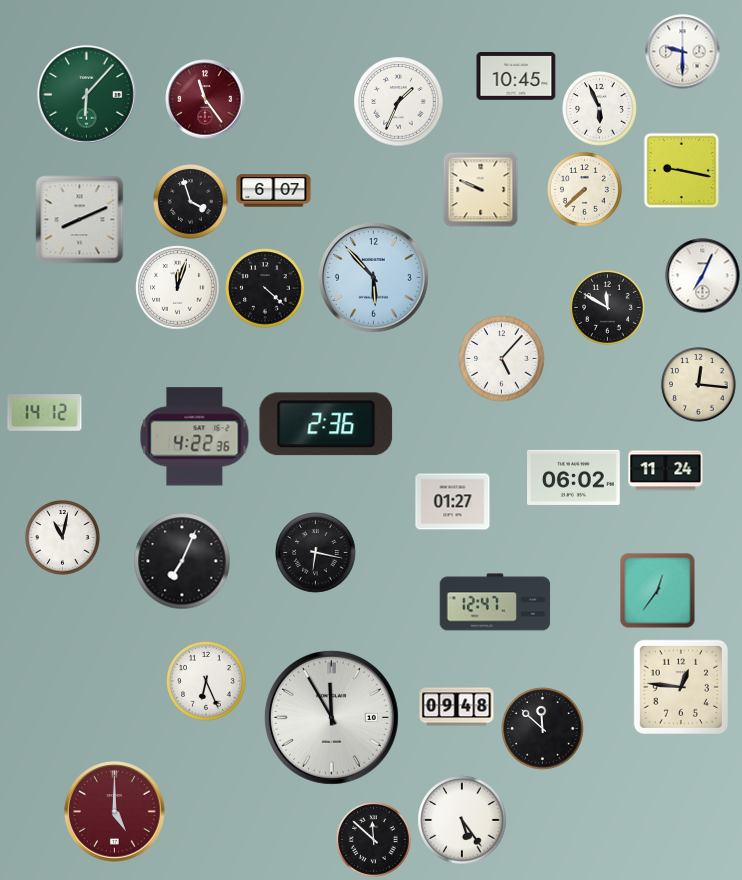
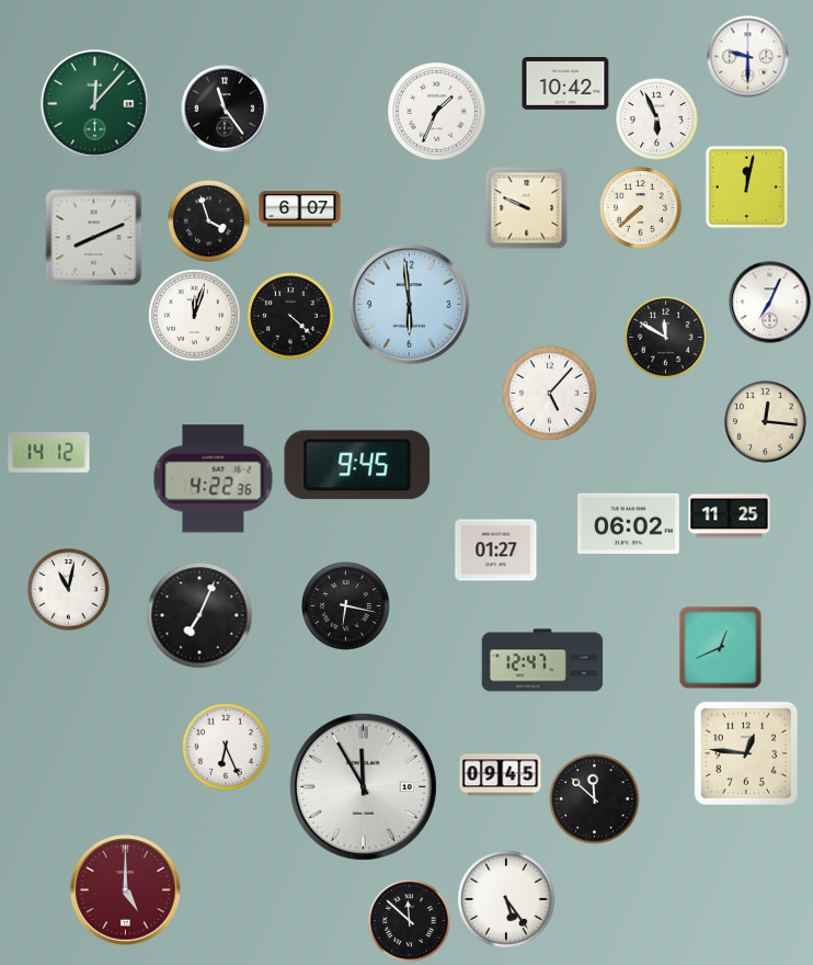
clock at (516, 77): 10:45 -> 10:42
clock at (87, 95): 6:07 -> 12:07
clock at (205, 99) dial: burgundy -> black
clock at (682, 171): 9:17 -> 12:02
clock at (80, 220) position: (80, 220) -> (94, 238)
clock at (374, 278): 5:53 -> 5:59
clock at (326, 424): 2:36 -> 9:45
clock at (666, 471): 11:24 -> 11:25
clock at (658, 591): 12:36 -> 12:41
clock at (457, 707): 09:48 -> 09:45
